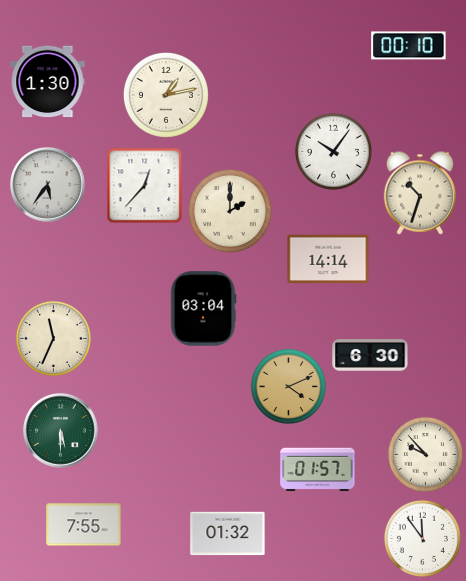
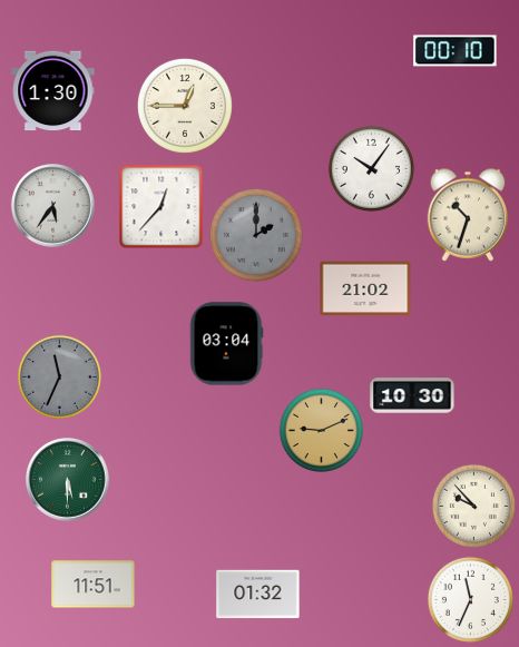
clock at (166, 95): 1:13 -> 12:45
clock at (230, 211) dial: cream -> grey
clock at (328, 259): 14:14 -> 21:02
clock at (53, 338) dial: cream -> grey
clock at (370, 355): 6:30 -> 10:30
clock at (288, 386): 4:11 -> 9:11
clock at (318, 470): 01:57 -> none
clock at (84, 525): 7:55 -> 11:51
clock at (228, 534) position: (228, 534) -> (258, 595)
clock at (422, 538): 11:54 -> 11:34
